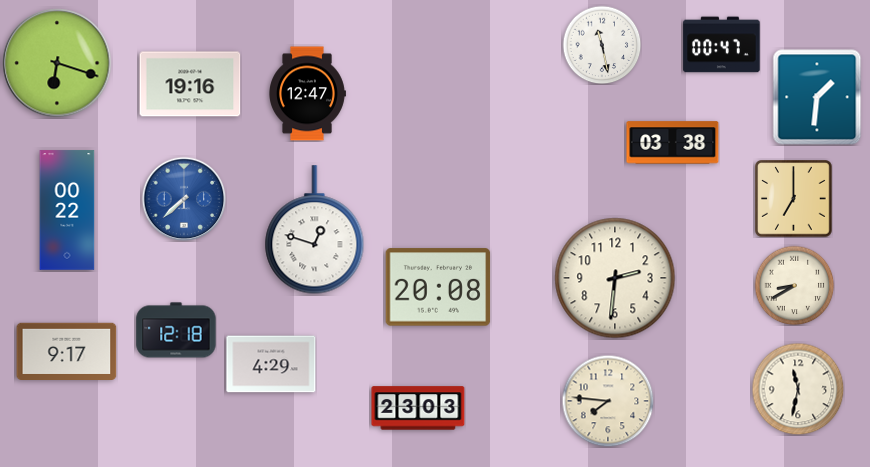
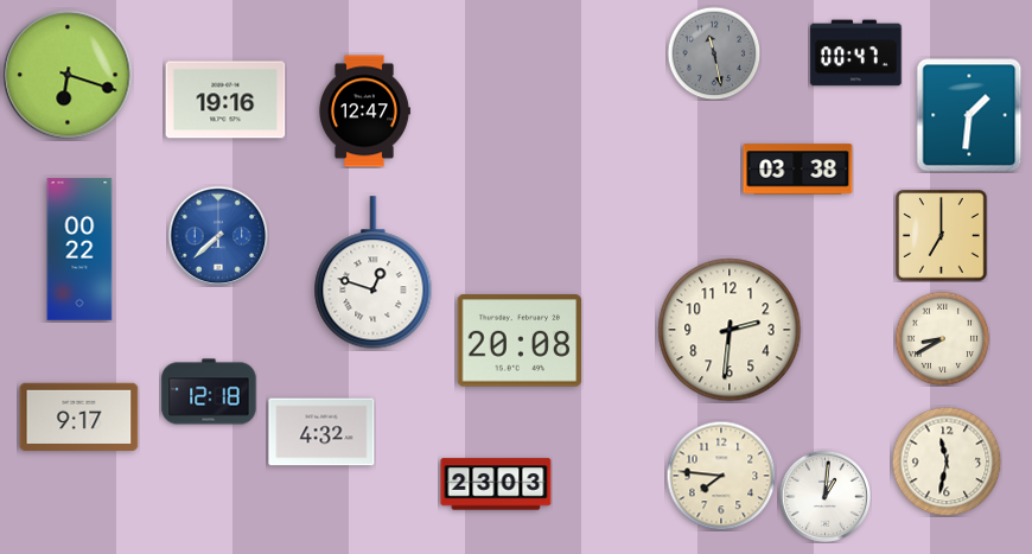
clock at (602, 45) dial: white -> grey
clock at (271, 364): 4:29 -> 4:32
clock at (824, 496): none -> 1:01
